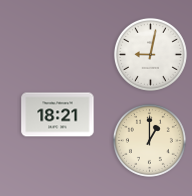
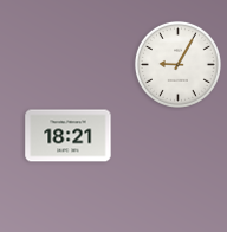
clock at (150, 54): 9:02 -> 9:05
clock at (149, 140): 1:00 -> none
